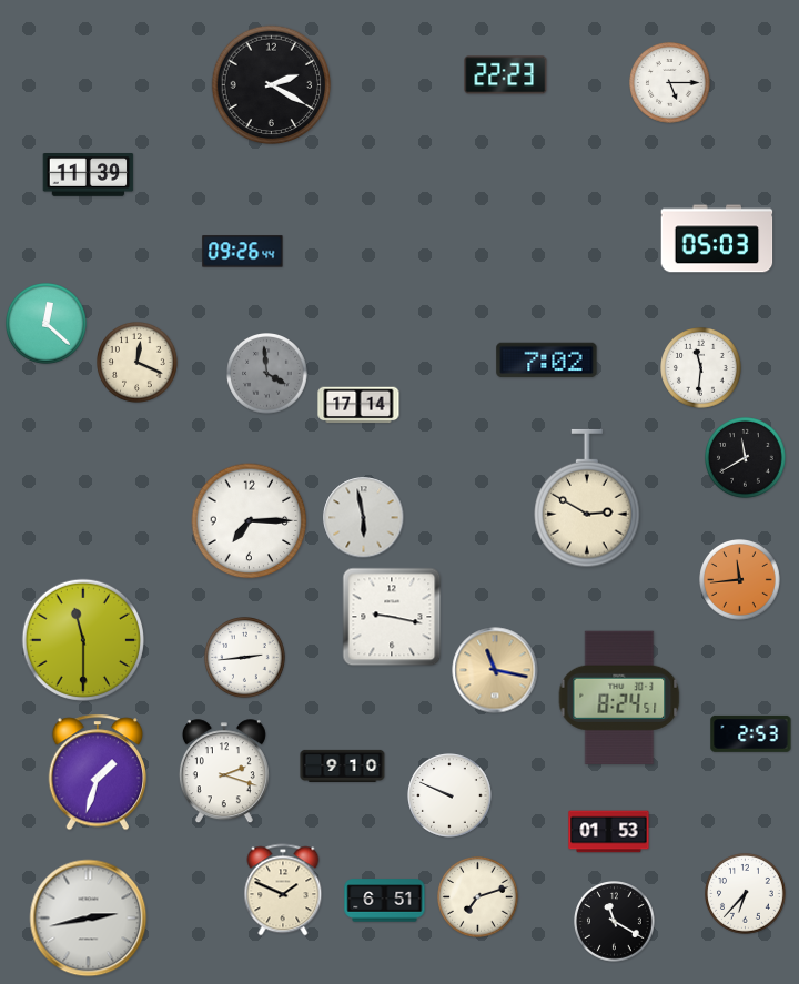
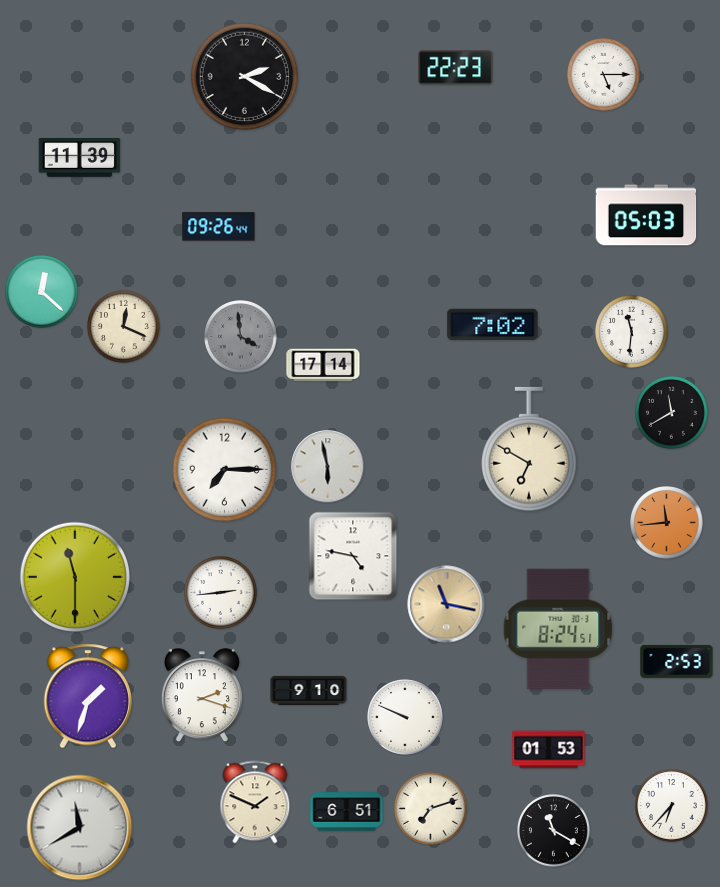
clock at (587, 498): 2:50 -> 6:50
clock at (392, 617): 9:17 -> 4:47
clock at (89, 919): 2:43 -> 11:40
